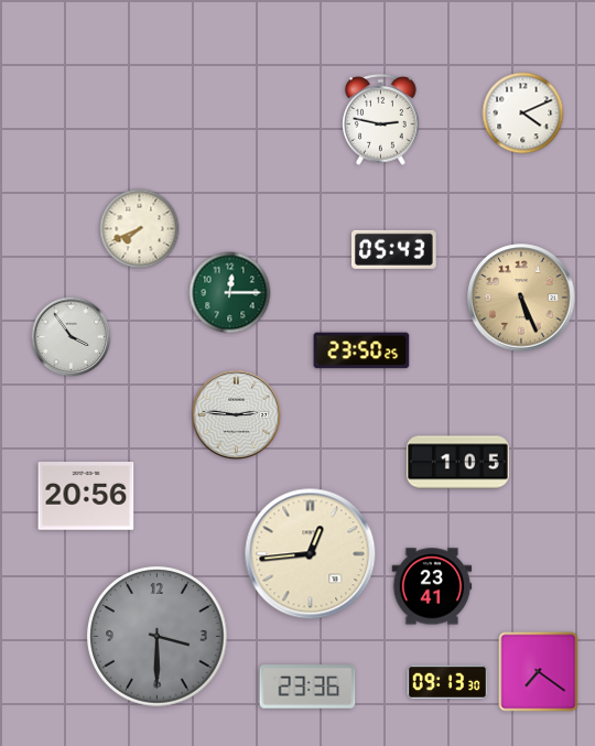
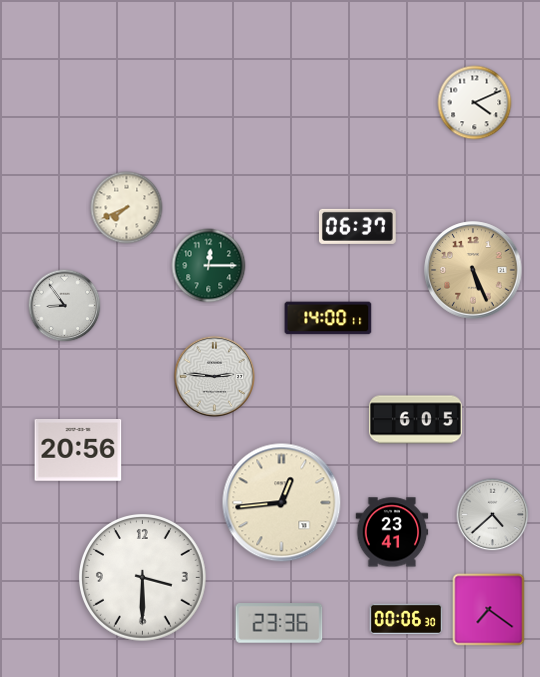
clock at (381, 120): 2:47 -> none
clock at (394, 249): 05:43 -> 06:37
clock at (72, 337): 3:54 -> 8:54
clock at (361, 350): 23:50 -> 14:00
clock at (457, 463): 1:05 -> 6:05
clock at (493, 515): none -> 4:38
clock at (158, 637) dial: grey -> white
clock at (447, 682): 09:13 -> 00:06
